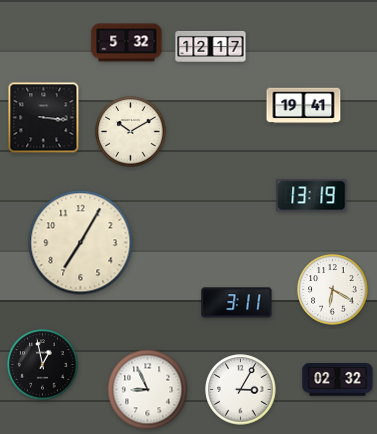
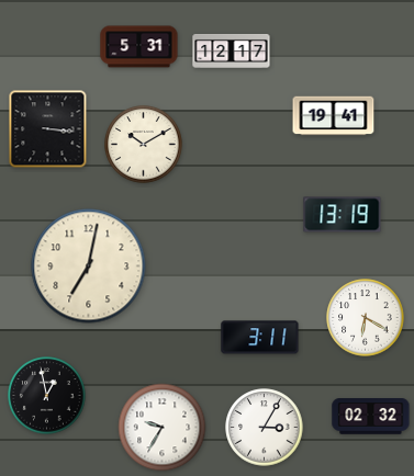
clock at (127, 43): 5:32 -> 5:31
clock at (81, 243): 7:05 -> 7:02
clock at (237, 303) position: (237, 303) -> (260, 338)
clock at (43, 365) position: (43, 365) -> (47, 396)
clock at (148, 390): 8:56 -> 9:35
